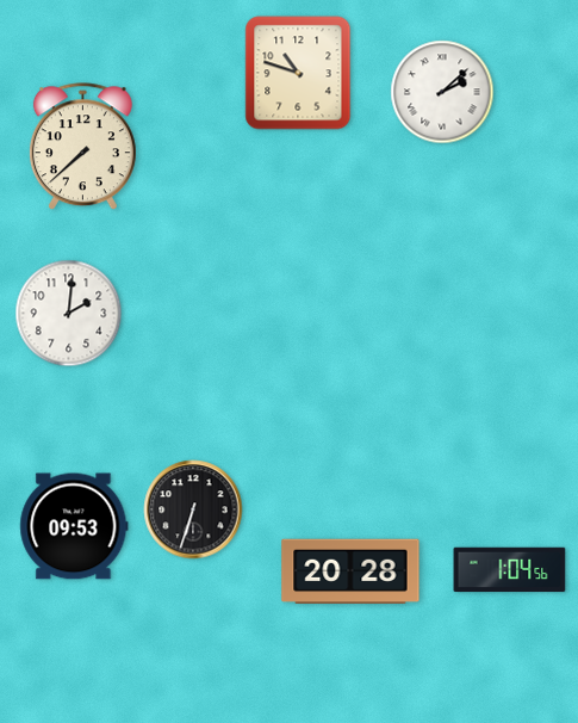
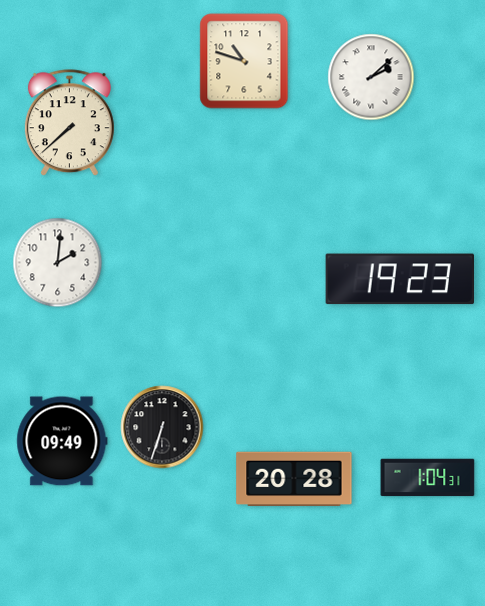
clock at (298, 73) position: (298, 73) -> (244, 61)
clock at (399, 279): none -> 19:23
clock at (74, 526): 09:53 -> 09:49
clock at (510, 570): 1:04:56 -> 1:04:31
